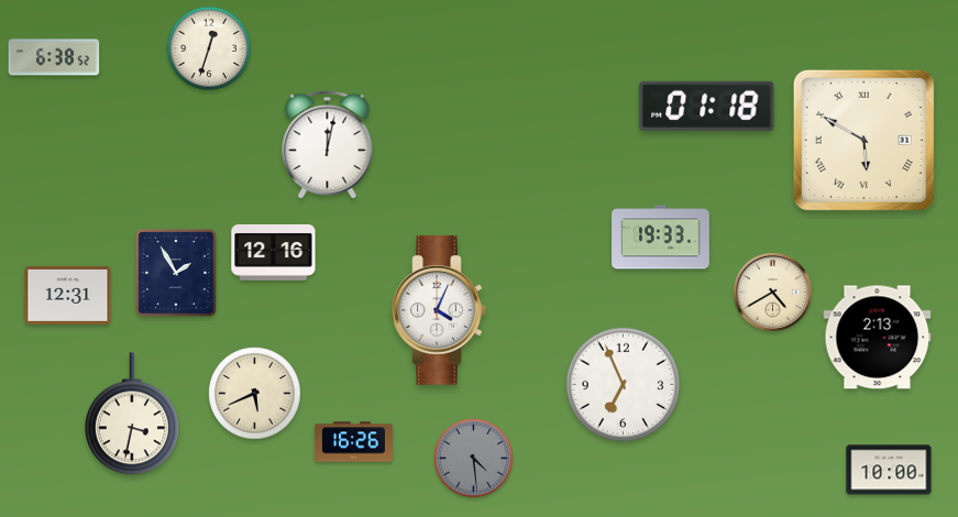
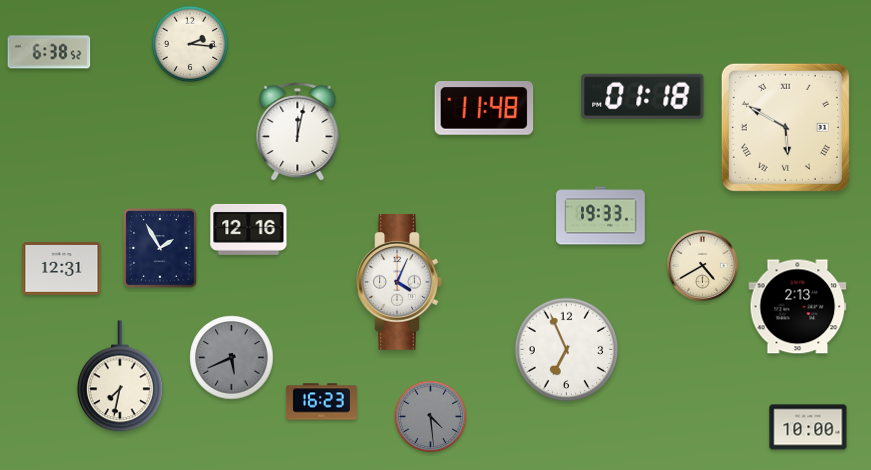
clock at (209, 48): 12:33 -> 2:16
clock at (484, 109): none -> 11:48
clock at (255, 394) dial: cream -> grey
clock at (132, 415): 3:32 -> 7:32
clock at (353, 442): 16:26 -> 16:23
